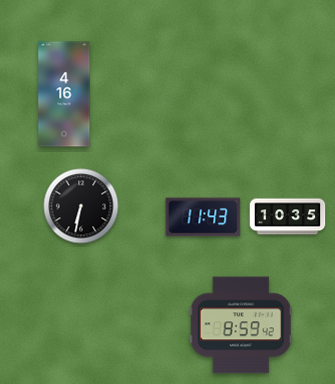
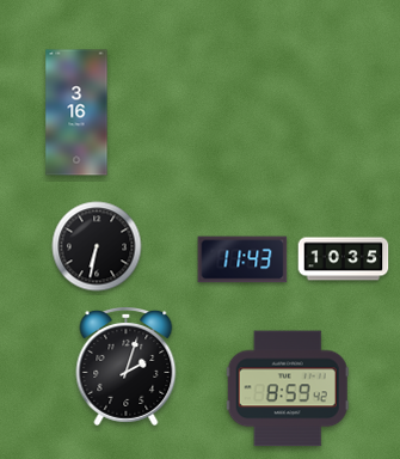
clock at (64, 94): 4:16 -> 3:16
clock at (127, 367): none -> 2:03
